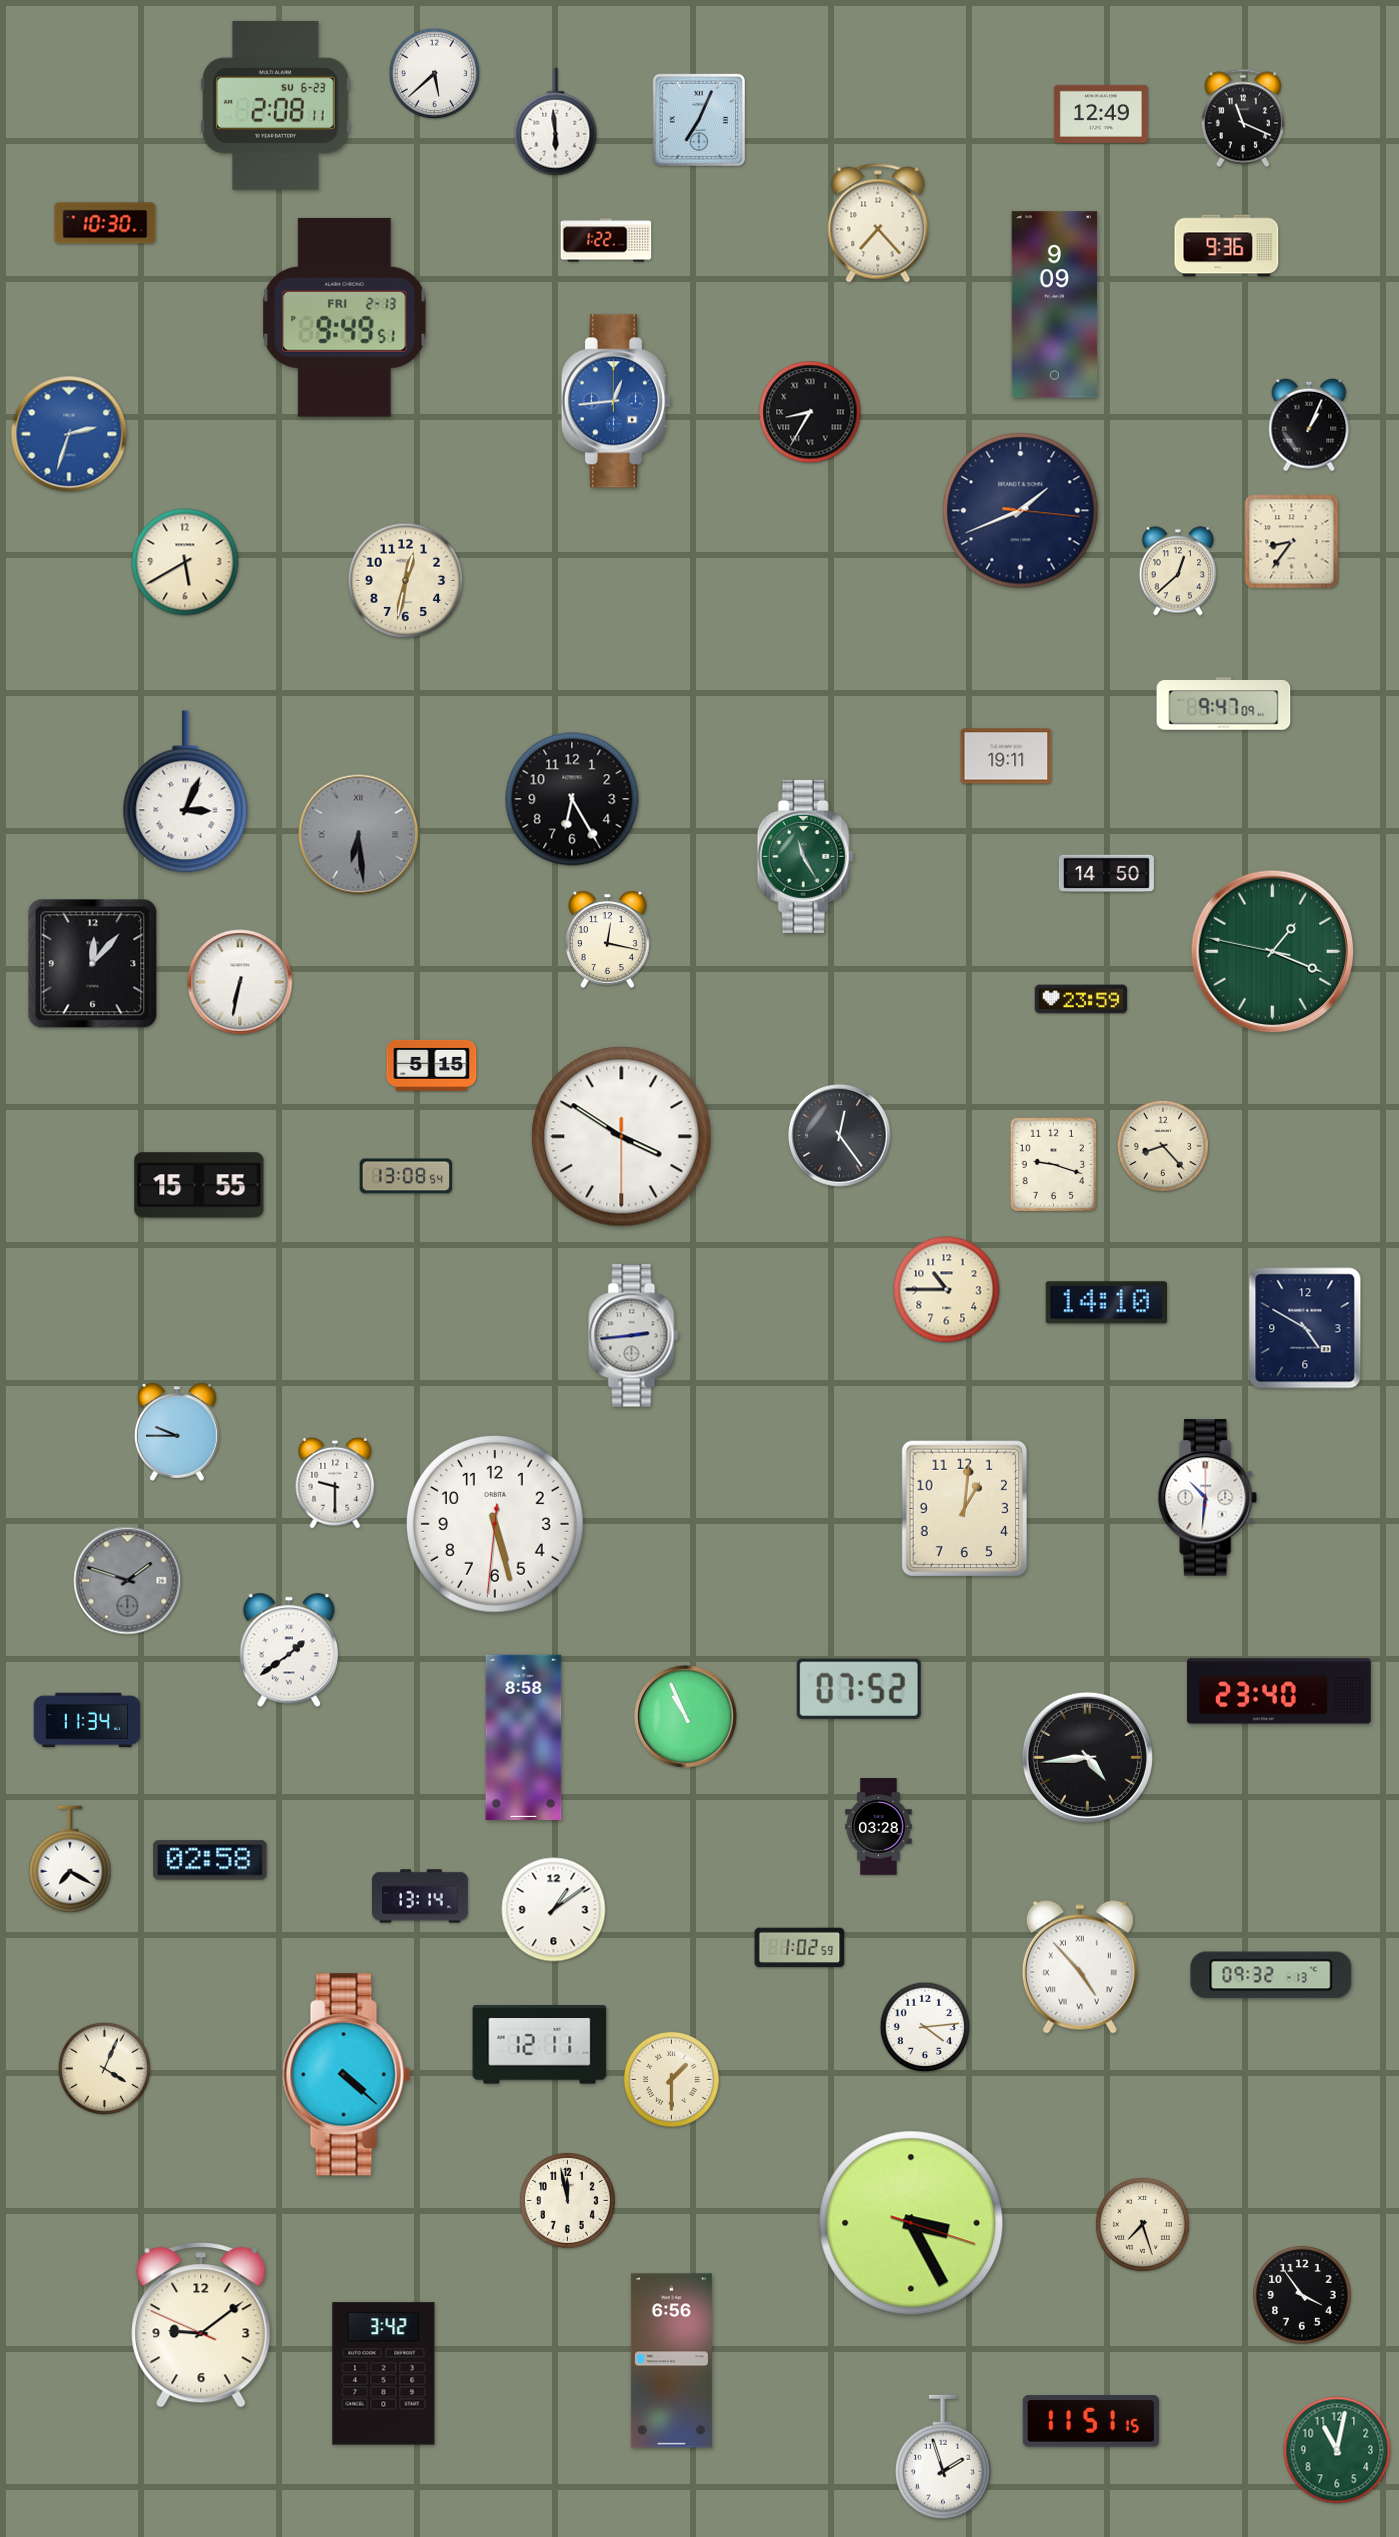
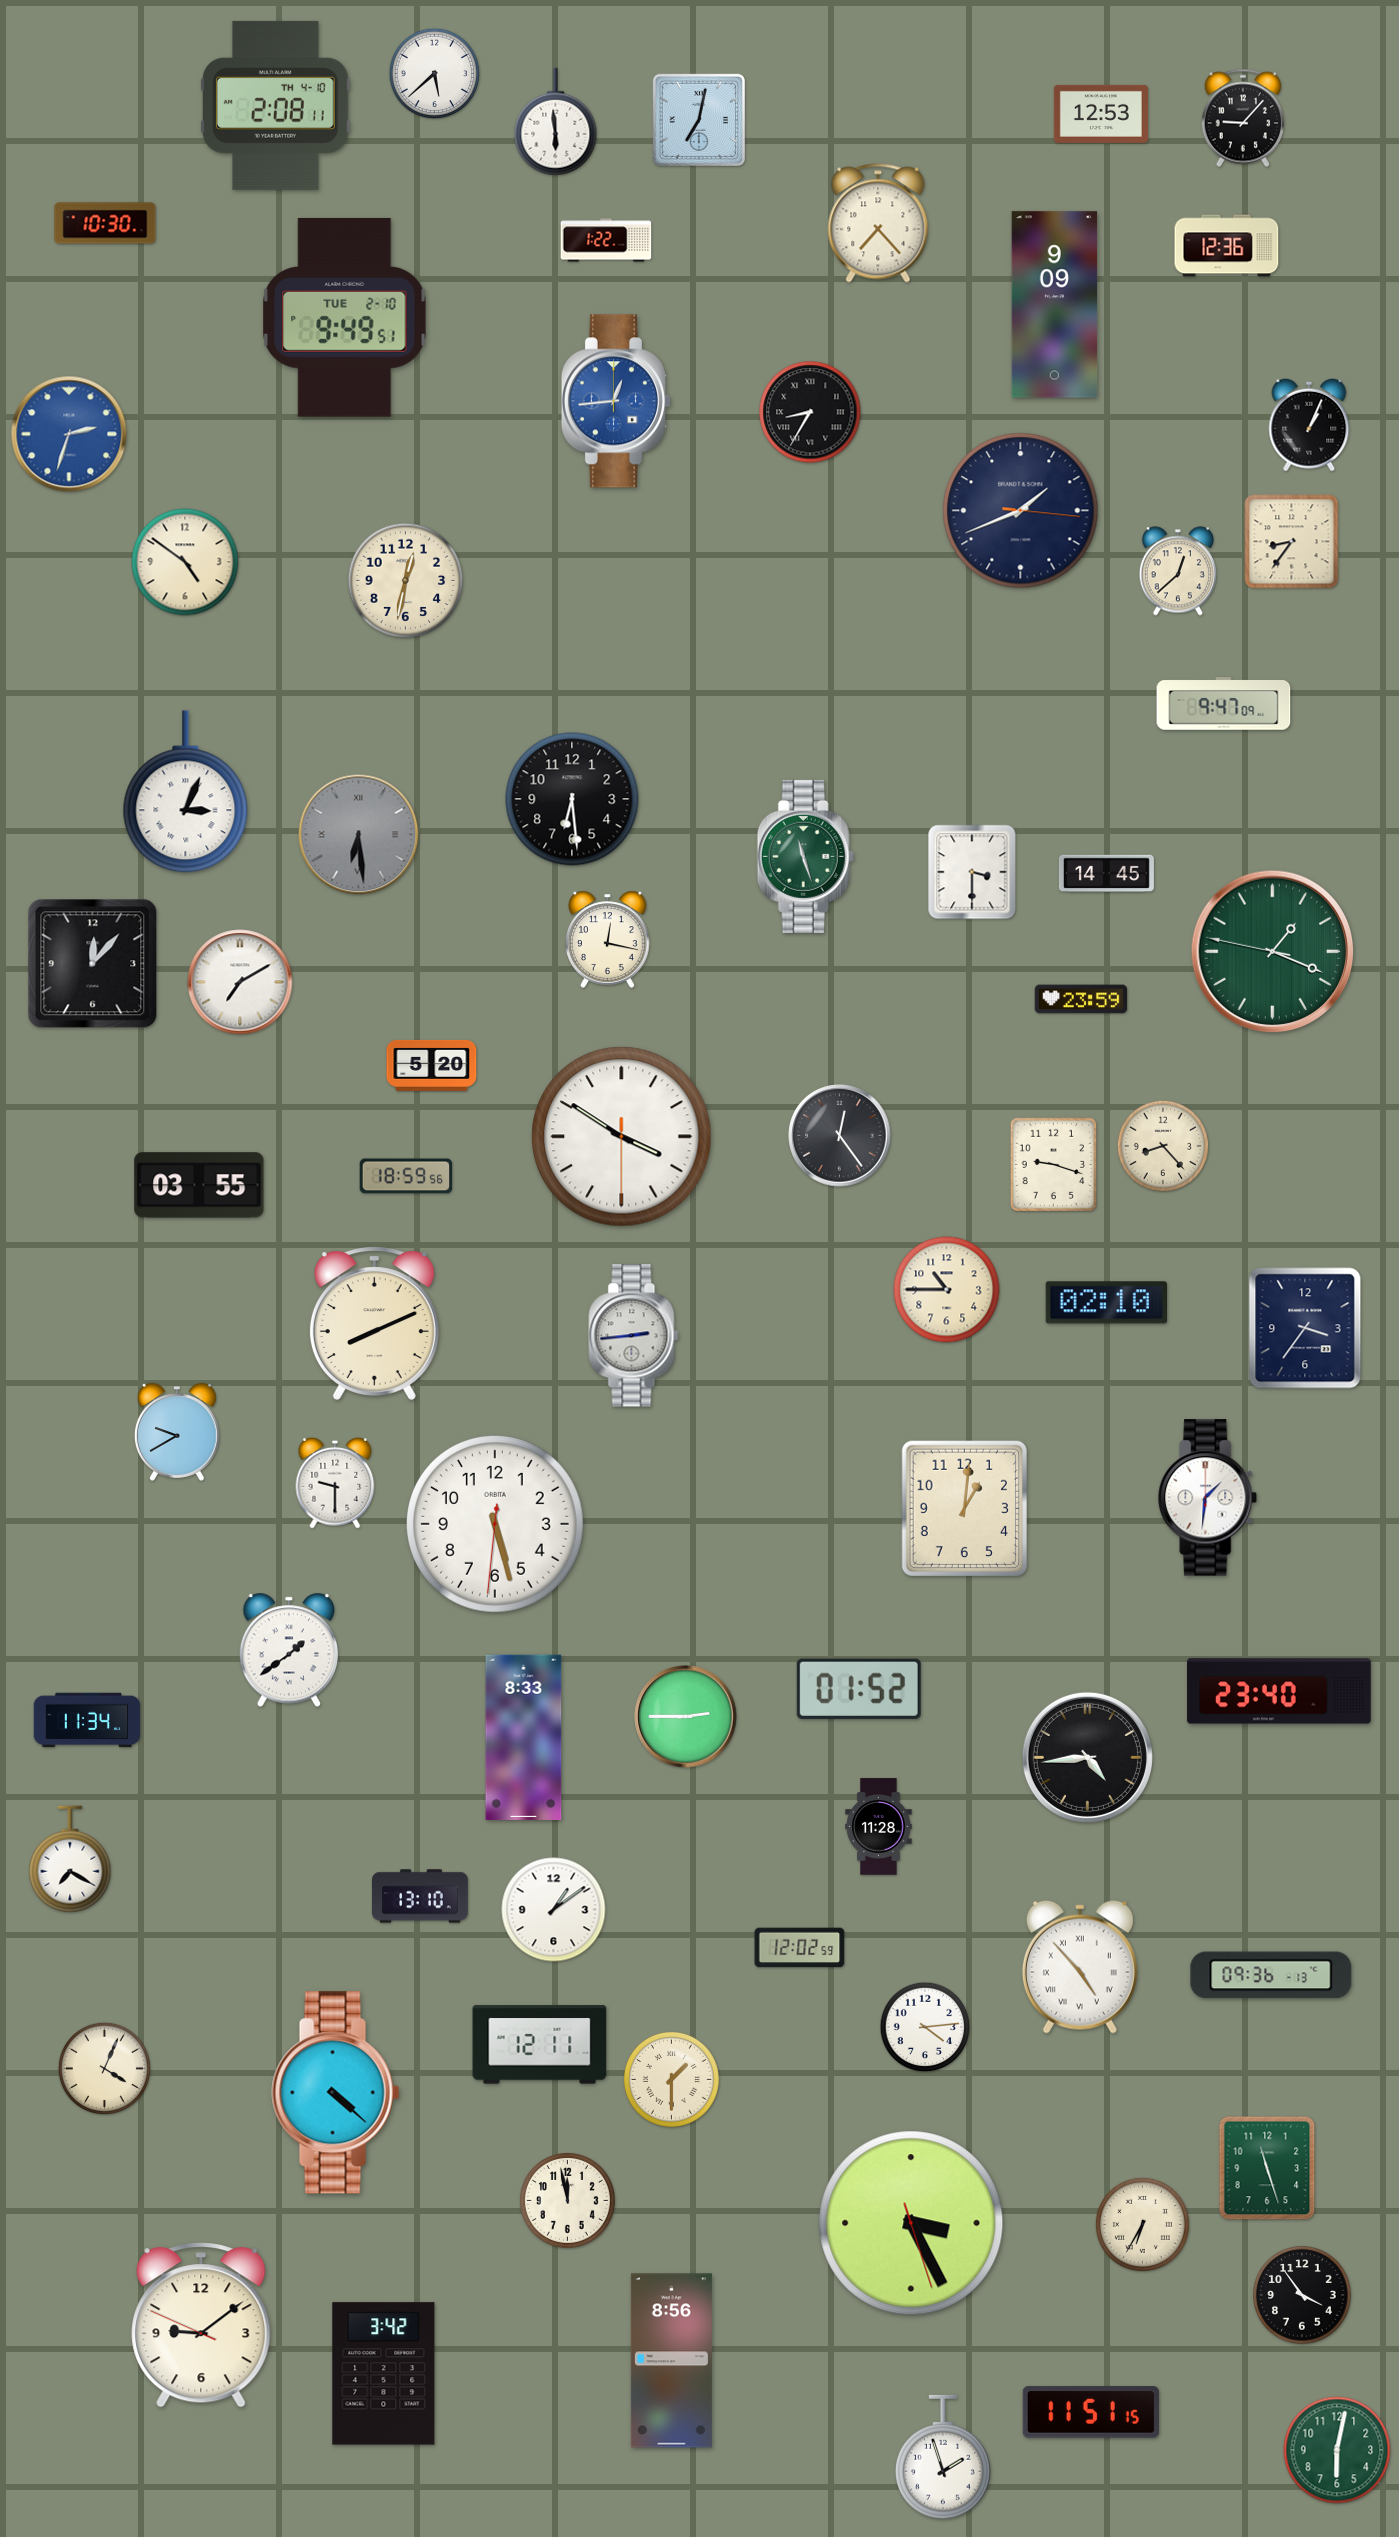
clock at (276, 105) date: SU 6-23 -> TH 4-10
clock at (1101, 114): 12:49 -> 12:53
clock at (1243, 118): 11:19 -> 9:07
clock at (698, 119): 7:04 -> 7:02
clock at (1227, 246): 9:36 -> 12:36
clock at (345, 317) date: FRI 2-13 -> TUE 2-10
clock at (185, 562): 5:40 -> 4:51
clock at (1006, 756): 19:11 -> none
clock at (572, 799): 6:25 -> 6:29
clock at (805, 856): 11:25 -> 11:27
clock at (972, 872): none -> 3:30
clock at (1106, 874): 14:50 -> 14:45
clock at (240, 982): 6:32 -> 7:10
clock at (432, 1065): 5:15 -> 5:20
clock at (406, 1176): 13:08 -> 18:59
clock at (199, 1185): 15:55 -> 03:55
clock at (1106, 1303): 14:10 -> 02:10
clock at (374, 1323): none -> 8:11
clock at (1305, 1328): 4:50 -> 3:36
clock at (177, 1432): 9:45 -> 9:40
clock at (1208, 1498): 10:31 -> 1:31
clock at (128, 1581): 1:48 -> none
clock at (859, 1689): 07:52 -> 01:52
clock at (686, 1717): 10:56 -> 2:45
clock at (524, 1737): 8:58 -> 8:33
clock at (879, 1827): 03:28 -> 11:28
clock at (210, 1860): 02:58 -> none
clock at (421, 1896): 13:14 -> 13:10
clock at (800, 1948): 1:02 -> 12:02
clock at (1271, 1975): 09:32 -> 09:36
clock at (347, 2075) position: (347, 2075) -> (336, 2093)
clock at (1267, 2168): none -> 11:27
clock at (911, 2223): 3:25:18 -> 3:25:27
clock at (1142, 2224): 7:27 -> 6:35
clock at (671, 2361): 6:56 -> 8:56
clock at (1091, 2421) position: (1091, 2421) -> (1091, 2412)
clock at (1337, 2450): 11:02 -> 6:02
